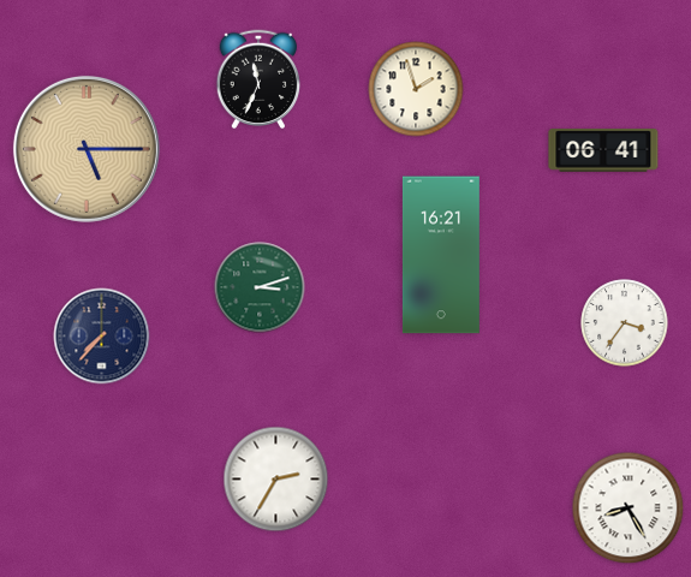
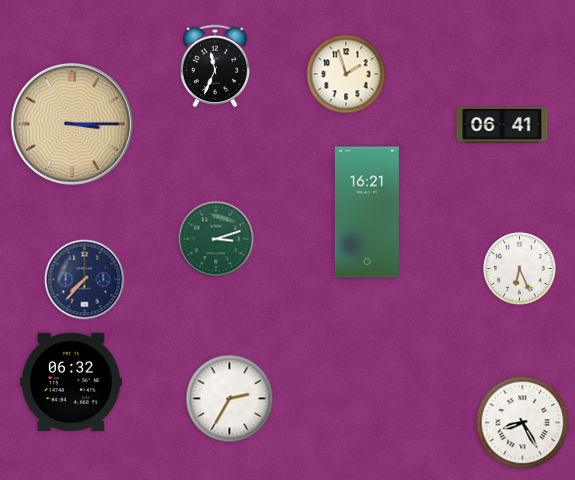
clock at (87, 149): 5:15 -> 3:15
clock at (625, 323): 3:36 -> 6:26
clock at (72, 382): none -> 06:32
